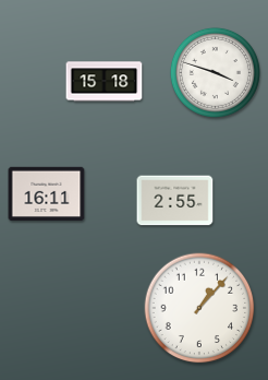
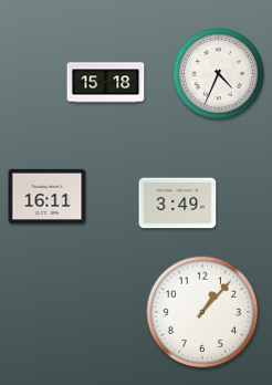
clock at (215, 72): 3:48 -> 4:34
clock at (175, 201): 2:55 -> 3:49
